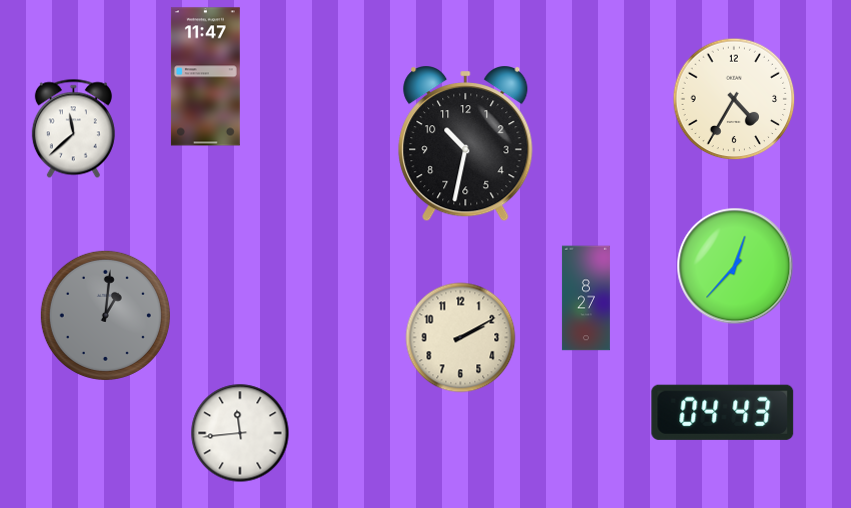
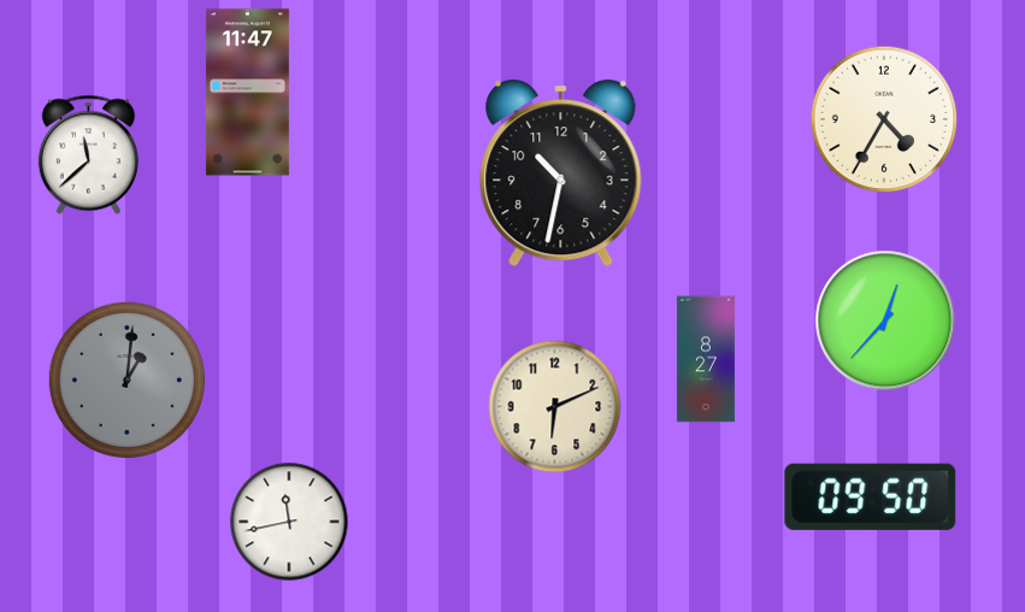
clock at (461, 338): 2:10 -> 6:11
clock at (723, 412): 04:43 -> 09:50
clock at (240, 433): 11:44 -> 11:43
